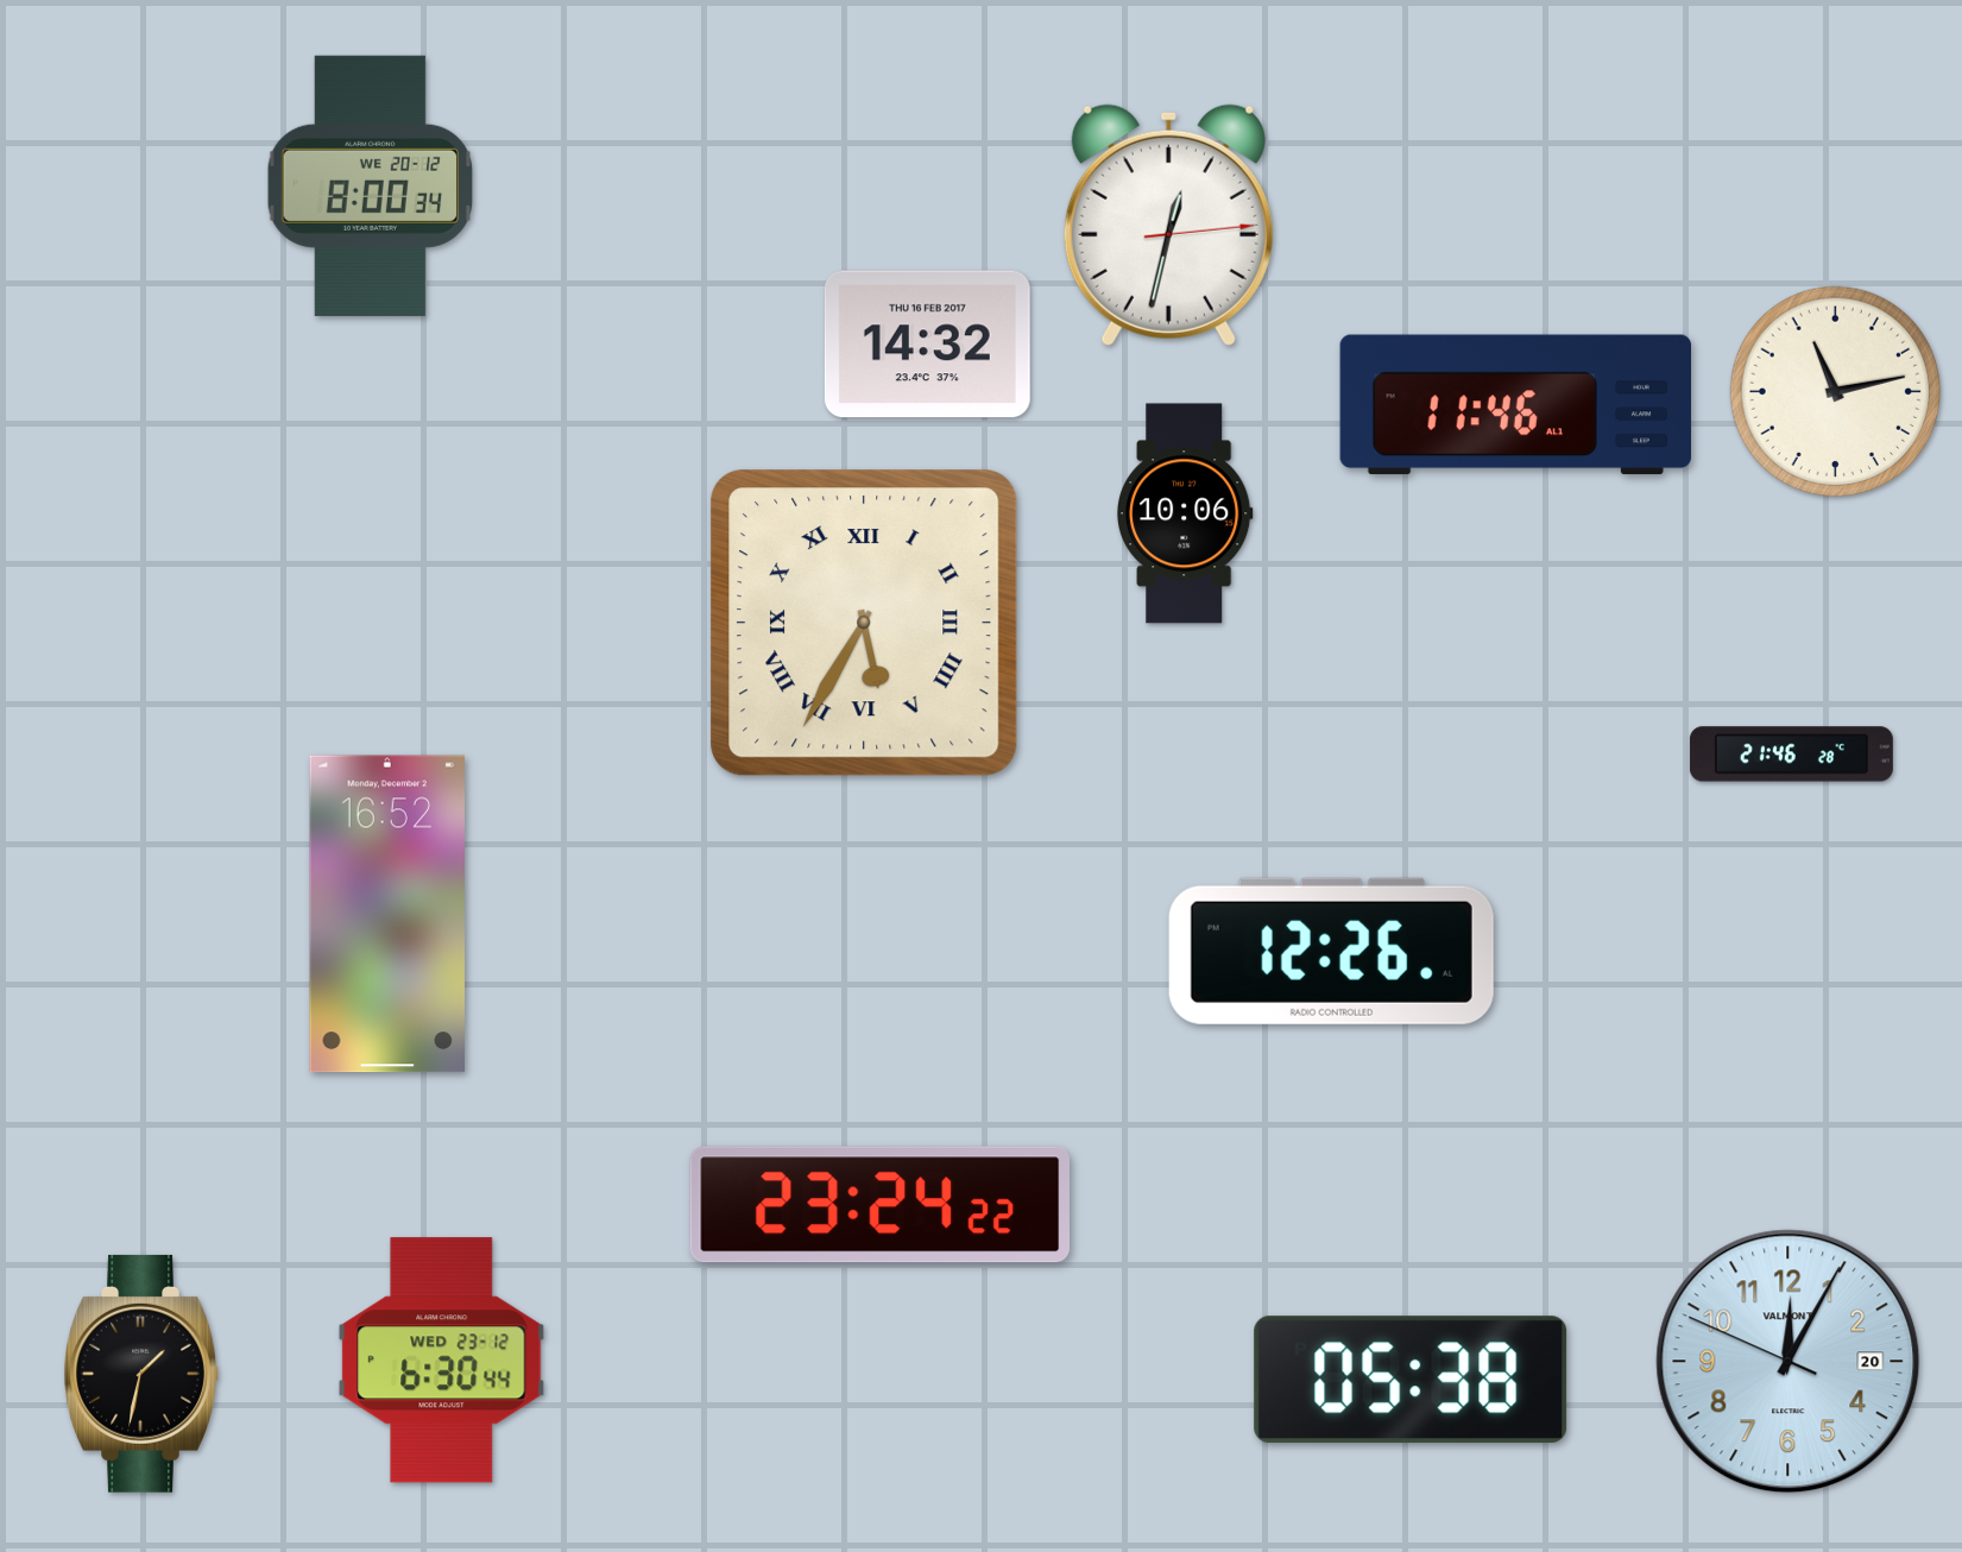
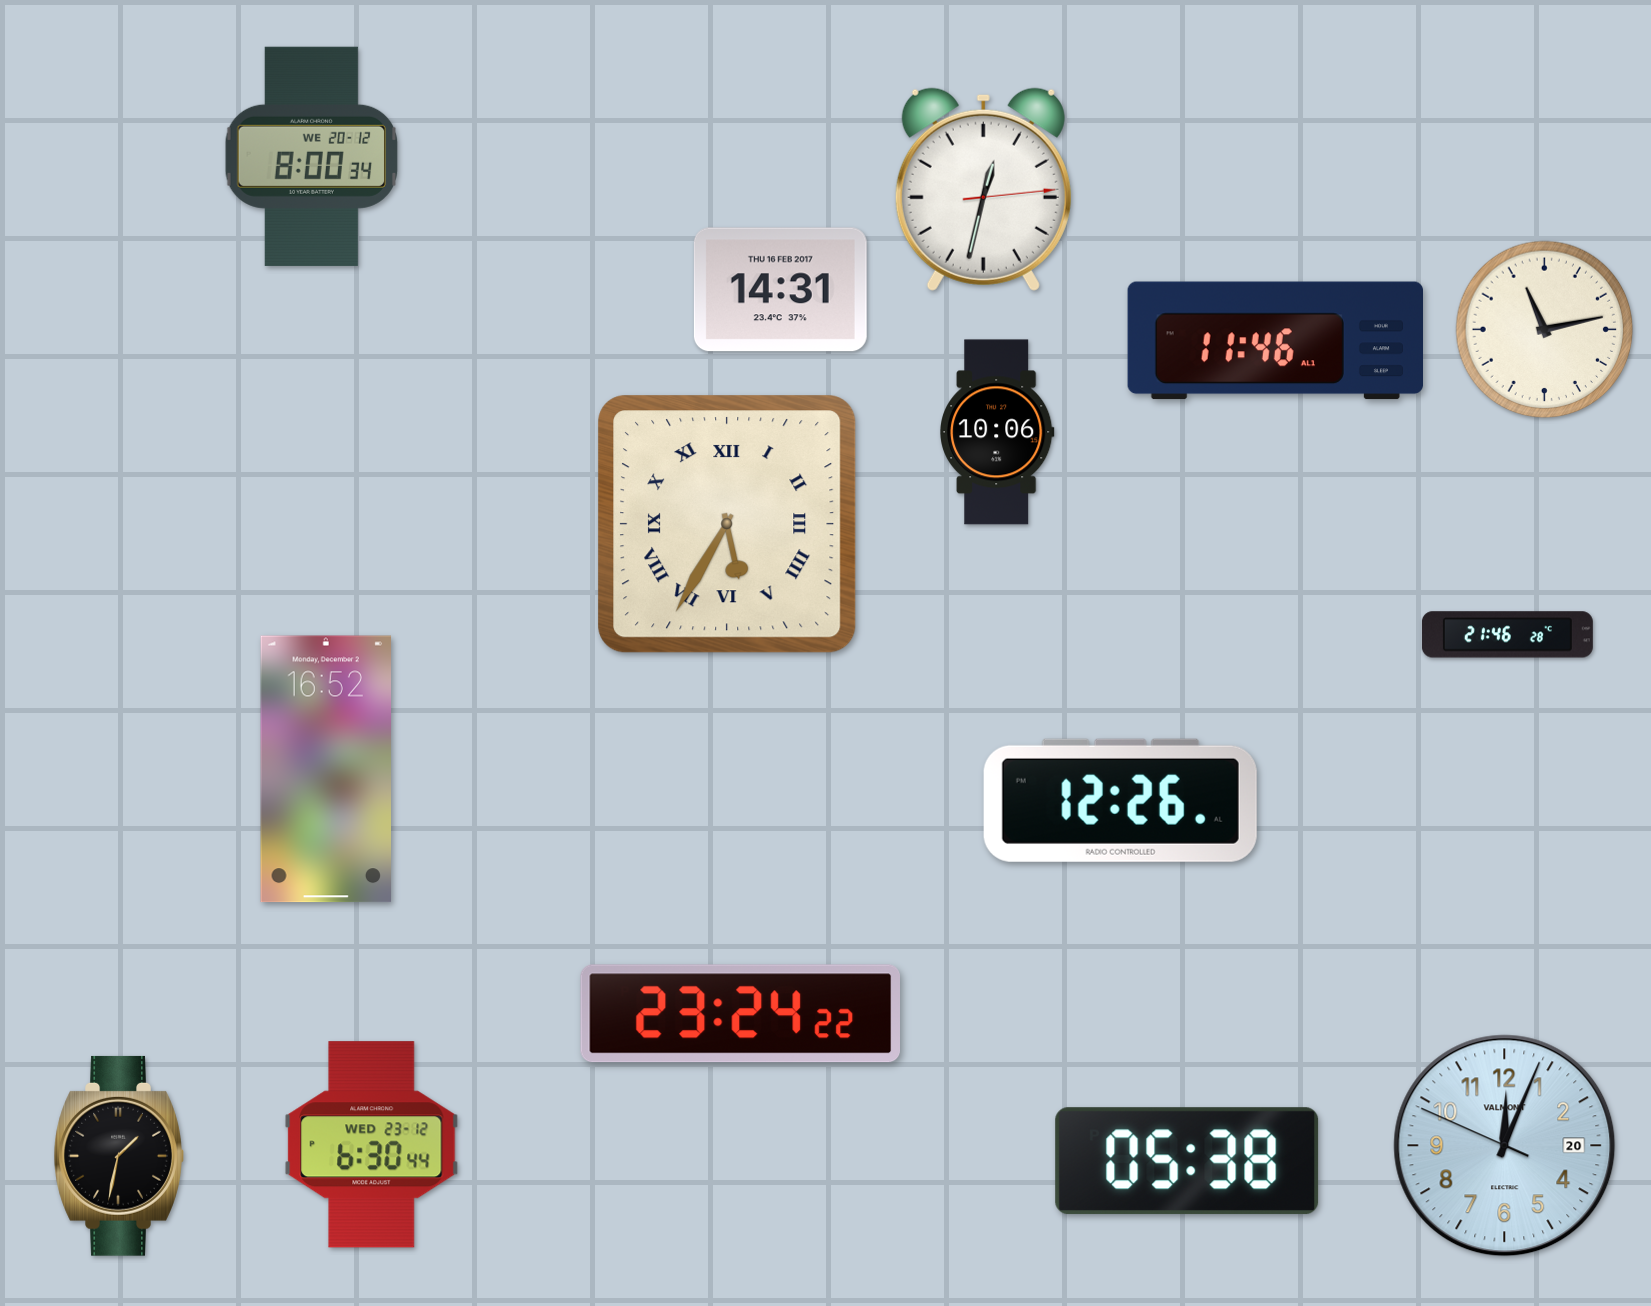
clock at (927, 345): 14:32 -> 14:31
clock at (1788, 1362): 12:04 -> 12:03
